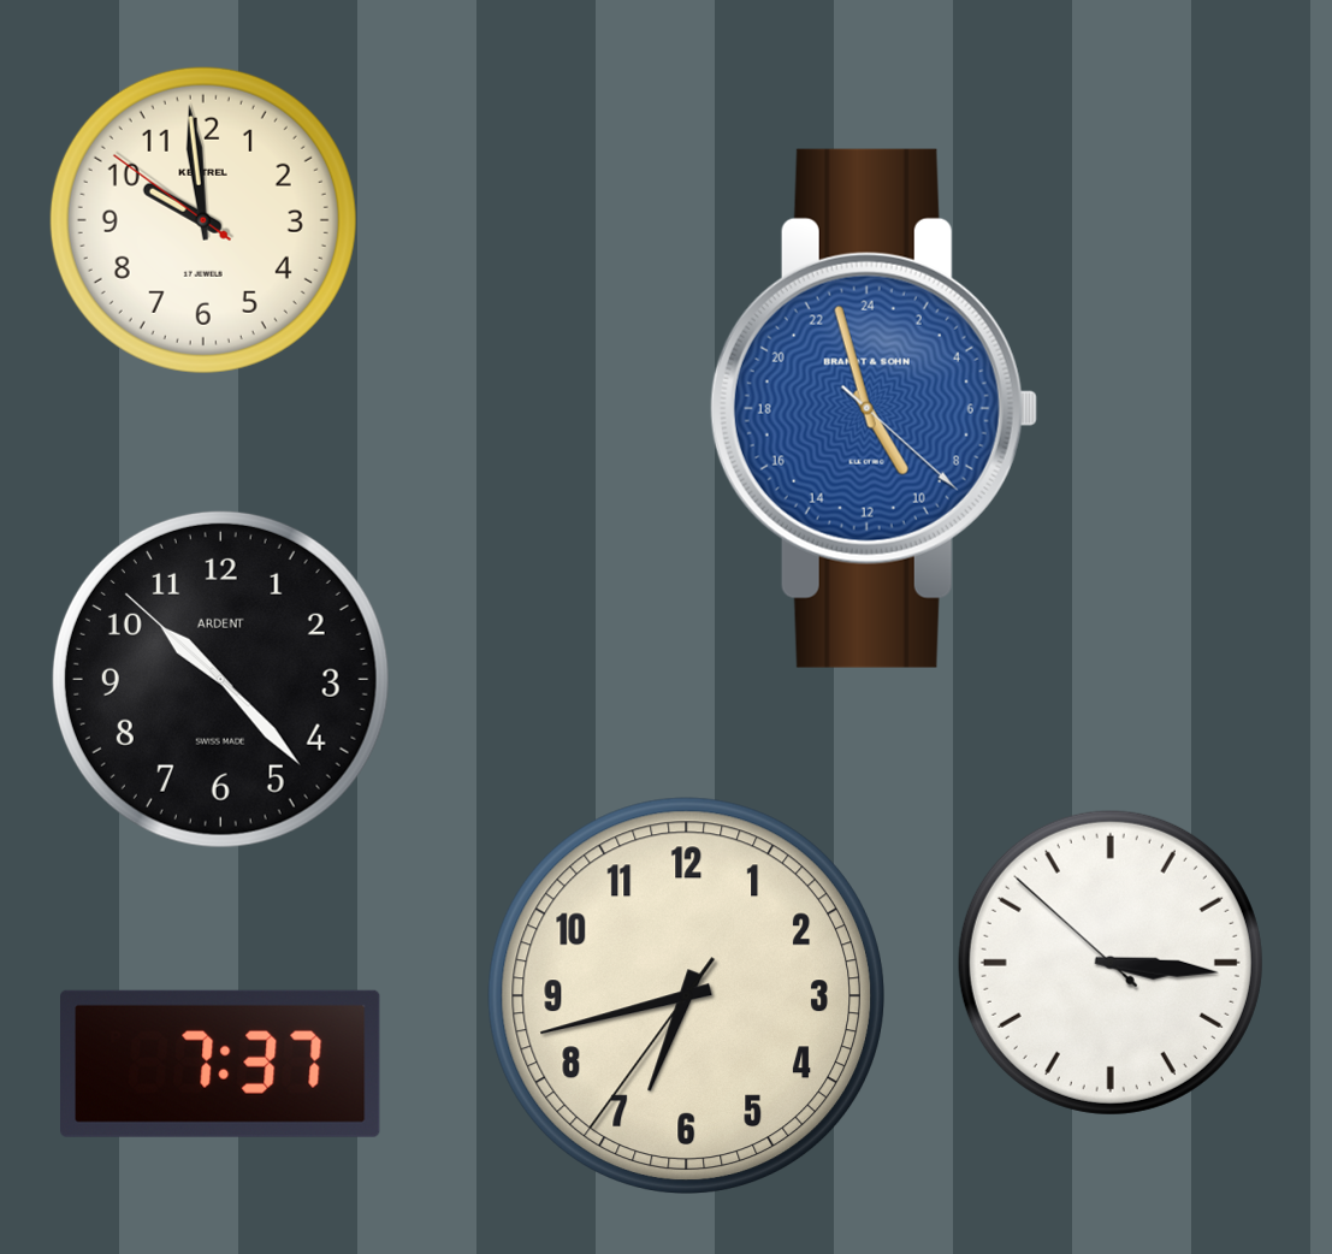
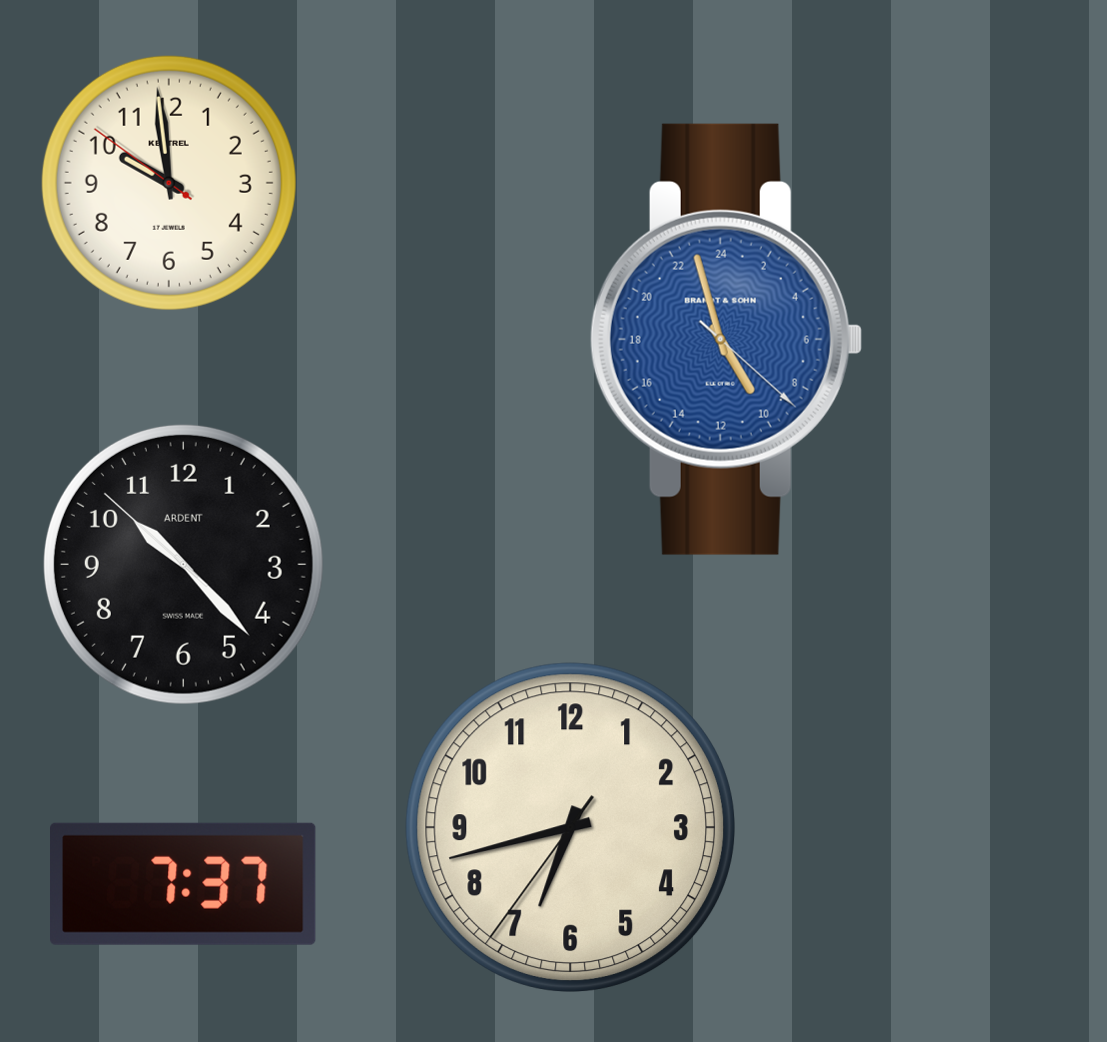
clock at (1111, 963): 3:15 -> none
